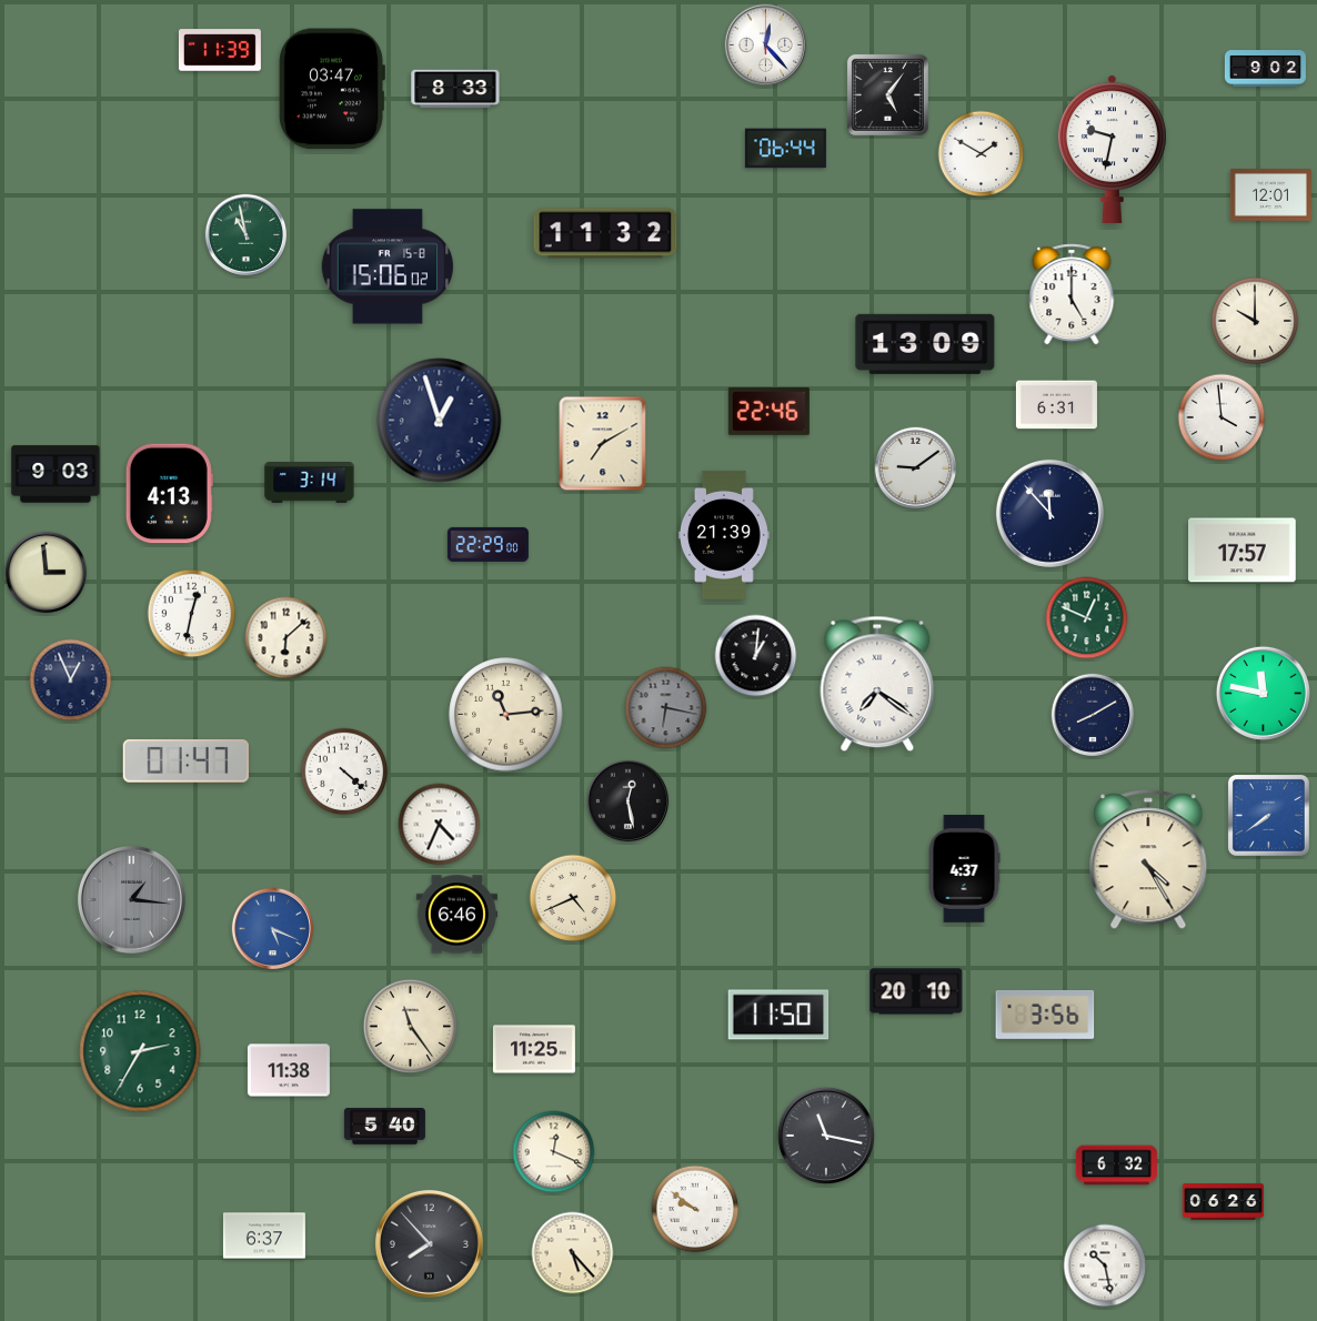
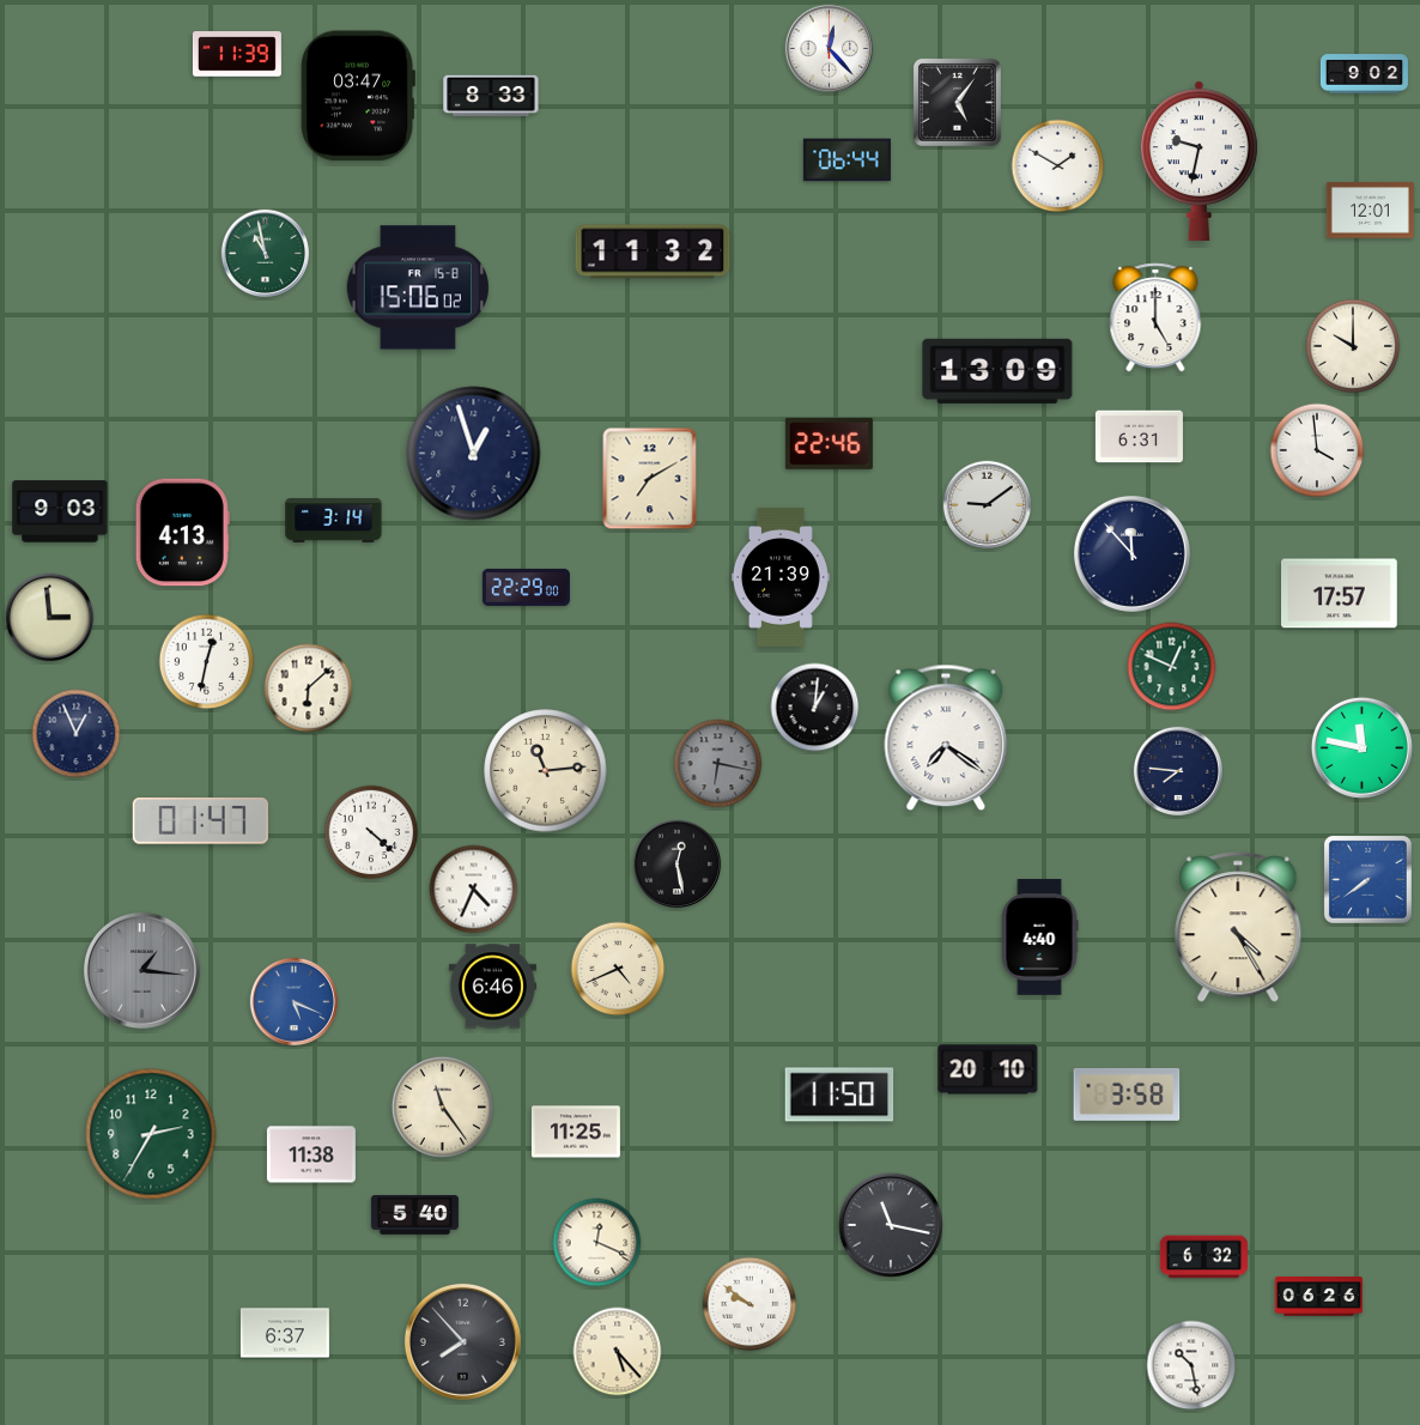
clock at (766, 46) position: (766, 46) -> (830, 49)
clock at (1092, 714): 8:10 -> 7:46
clock at (964, 869): 4:37 -> 4:40
clock at (1045, 1015): 3:56 -> 3:58
